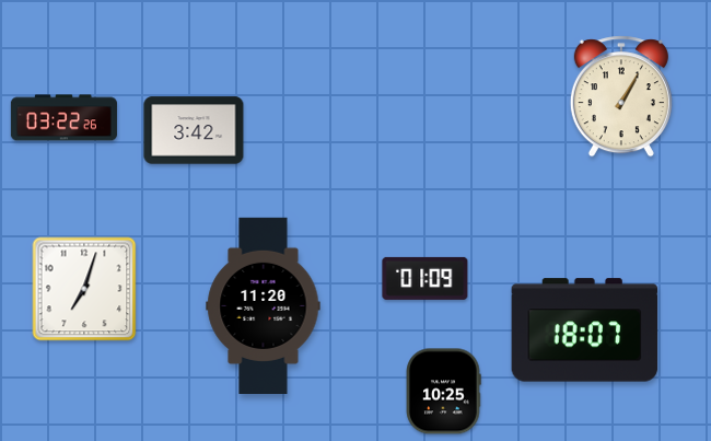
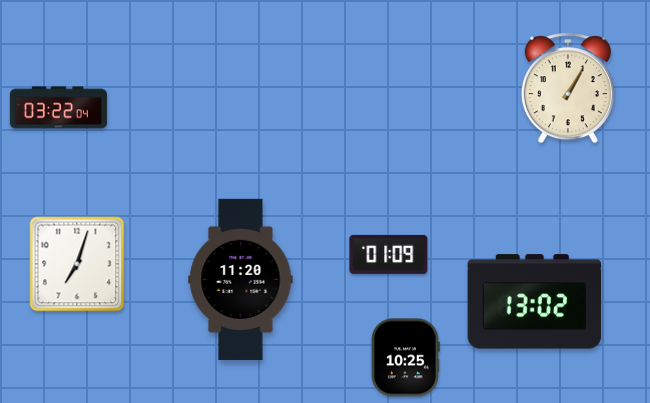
clock at (63, 118): 03:22:26 -> 03:22:04
clock at (194, 130): 3:42 -> none
clock at (585, 330): 18:07 -> 13:02
